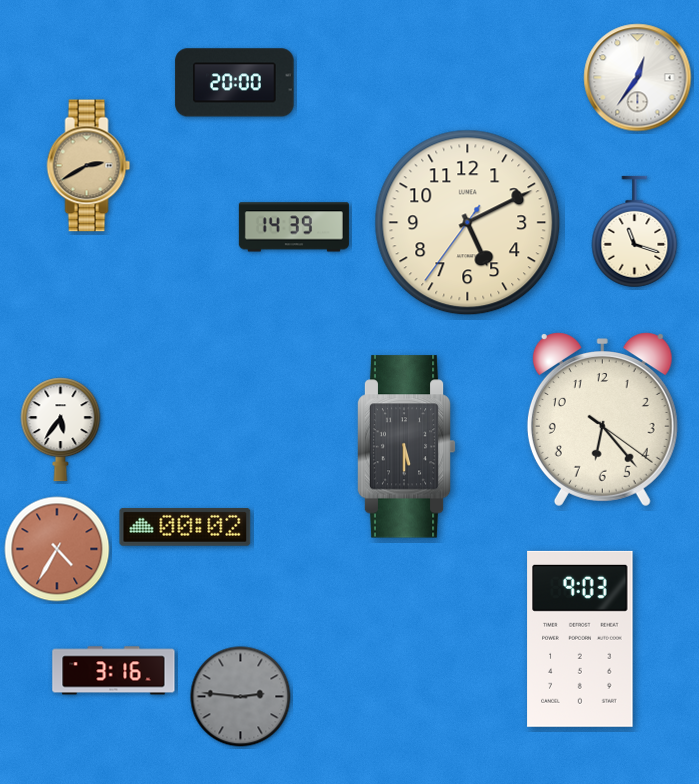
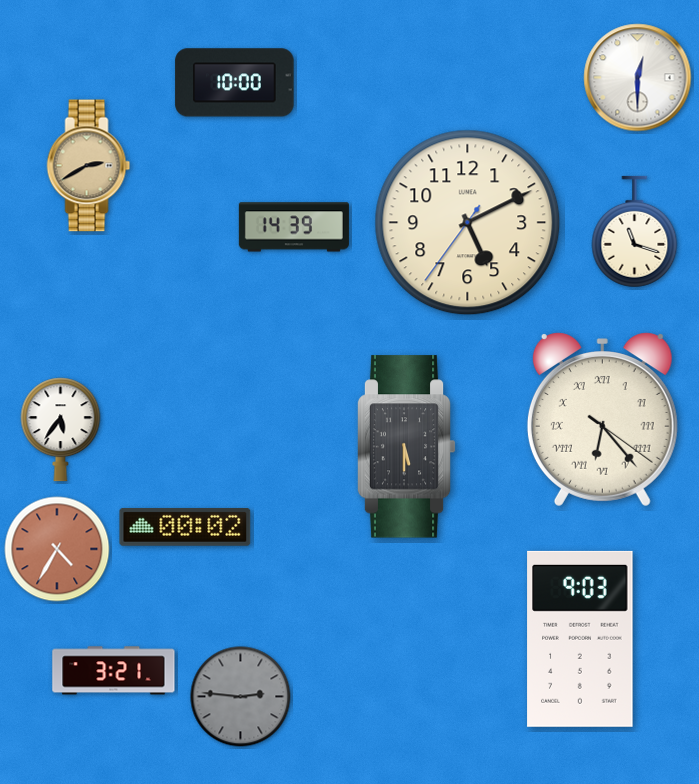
clock at (638, 78): 12:36 -> 12:30
clock at (235, 83): 20:00 -> 10:00
clock at (602, 420) numerals: Arabic -> Roman
clock at (114, 671): 3:16 -> 3:21
